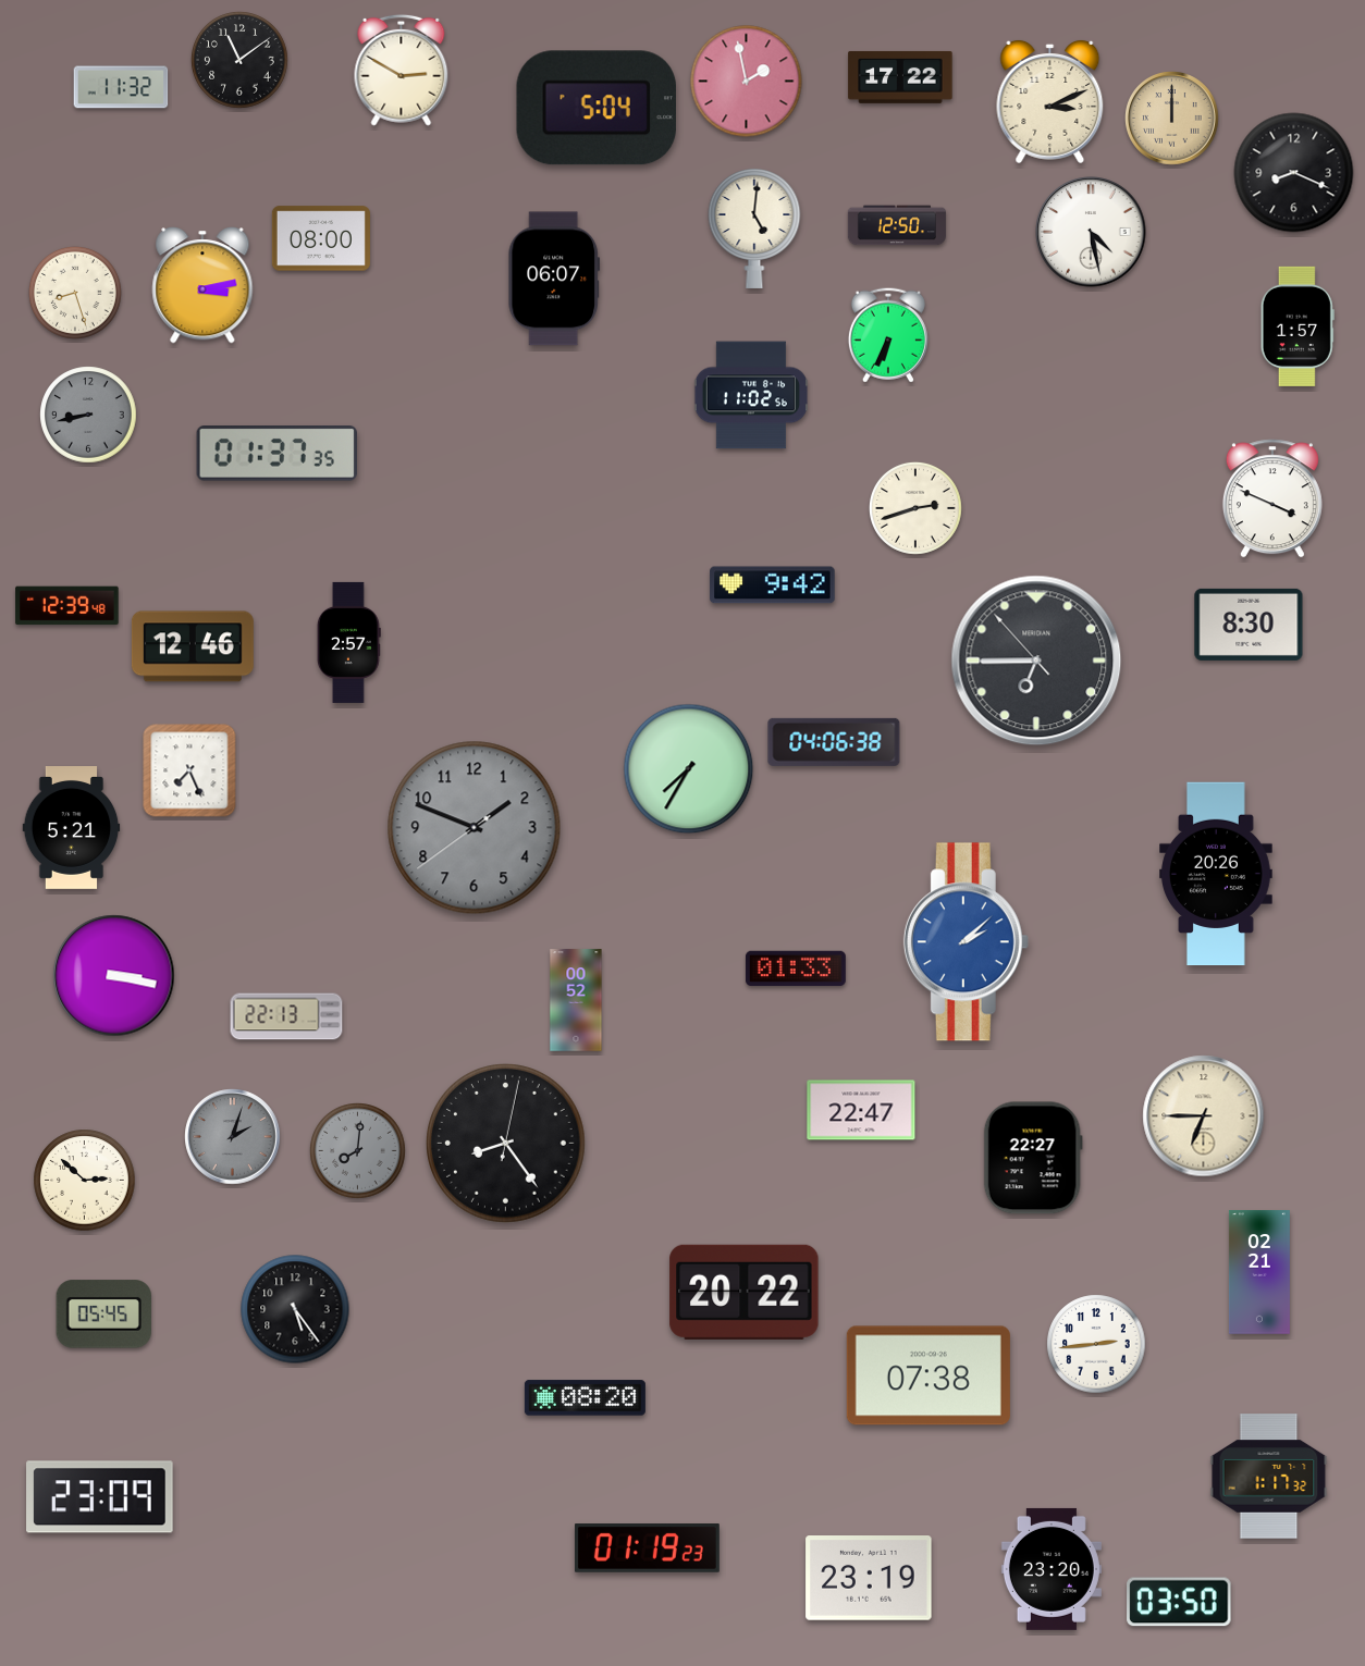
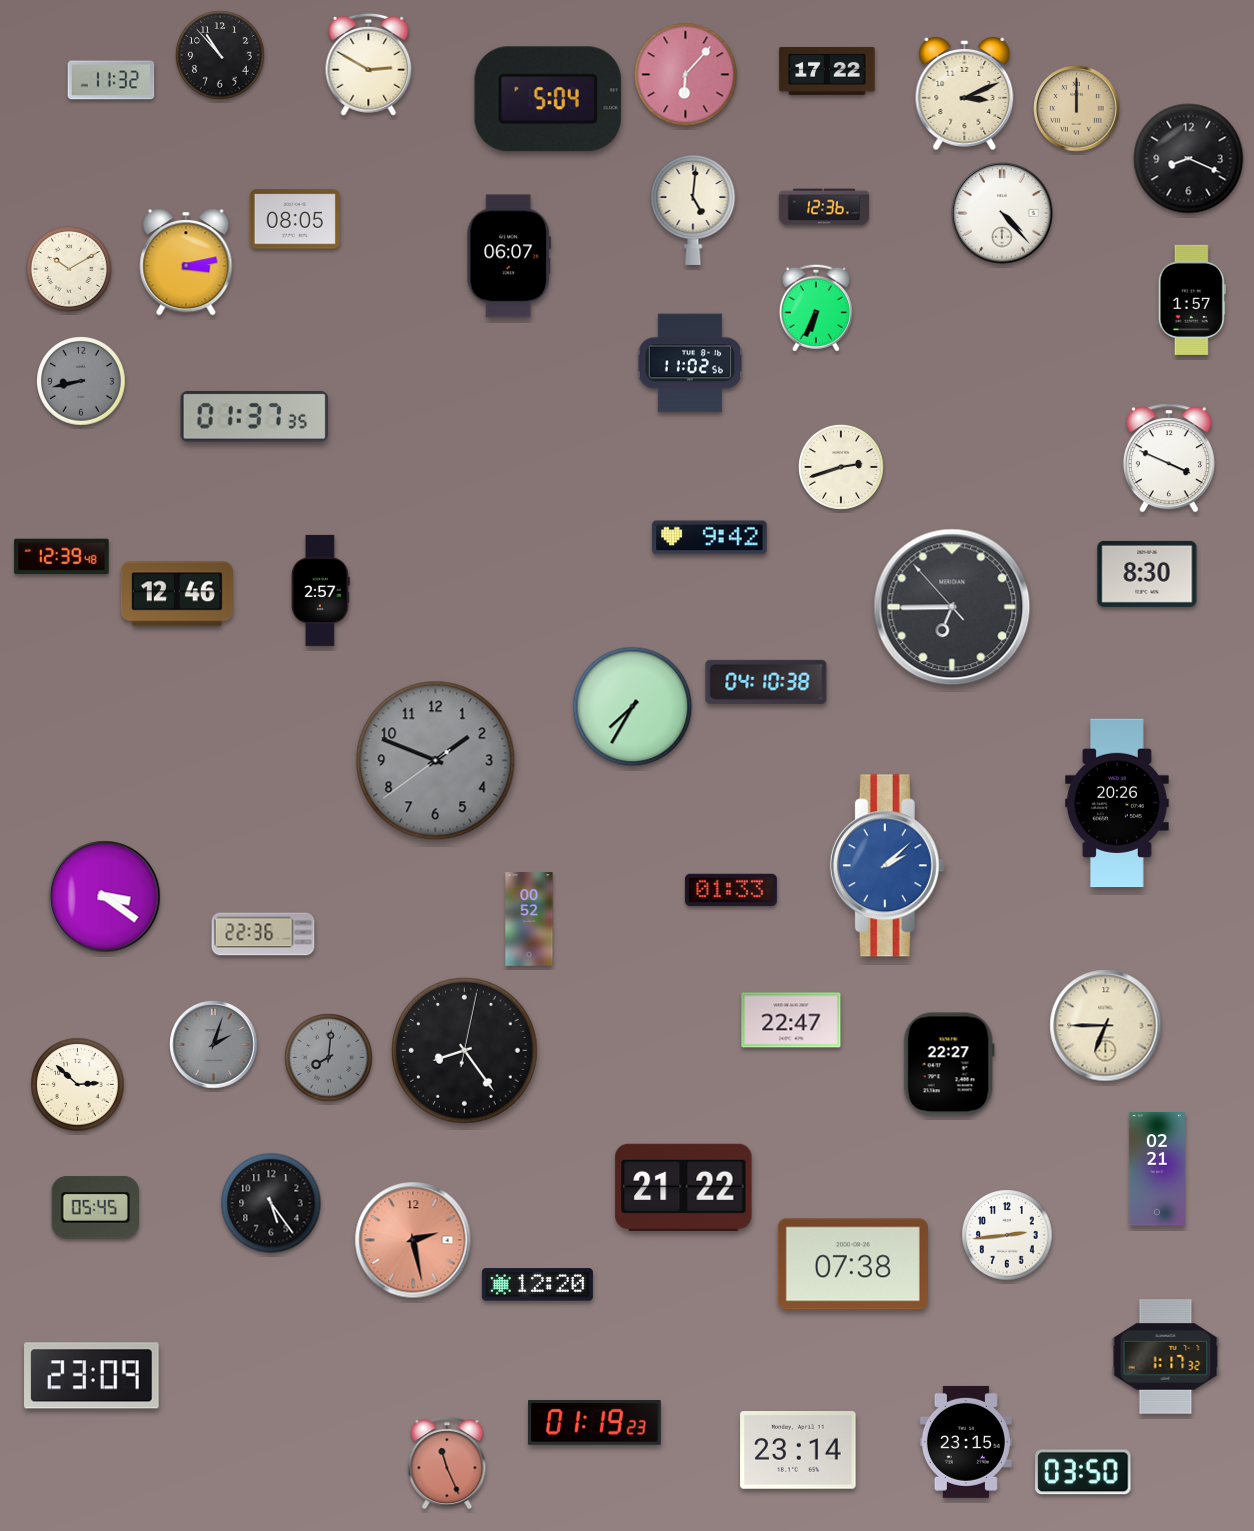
clock at (239, 60): 11:09 -> 10:53
clock at (747, 82): 1:58 -> 6:07
clock at (897, 225): 12:50 -> 12:36
clock at (1091, 232): 4:28 -> 4:23
clock at (321, 238): 08:00 -> 08:05
clock at (75, 293): 8:27 -> 10:10
clock at (834, 742): 04:06 -> 04:10
clock at (189, 770): 7:26 -> none
clock at (72, 828): 5:21 -> none
clock at (114, 976): 3:17 -> 3:21
clock at (286, 1016): 22:13 -> 22:36
clock at (745, 1292): 20:22 -> 21:22
clock at (413, 1240): none -> 2:28
clock at (585, 1398): 08:20 -> 12:20
clock at (1052, 1569): 23:20 -> 23:15
clock at (869, 1579): 23:19 -> 23:14
clock at (447, 1463): none -> 11:26
